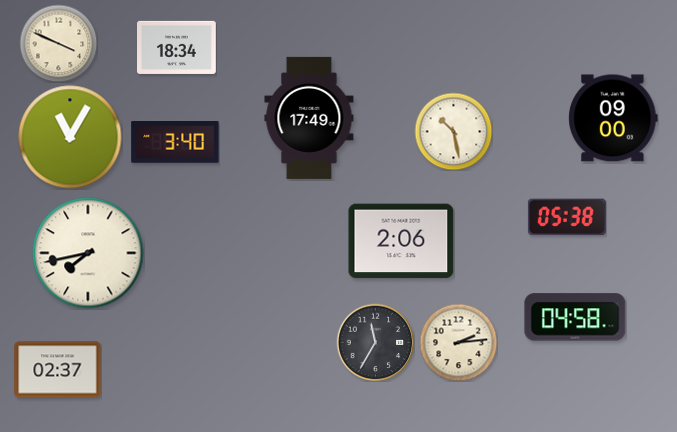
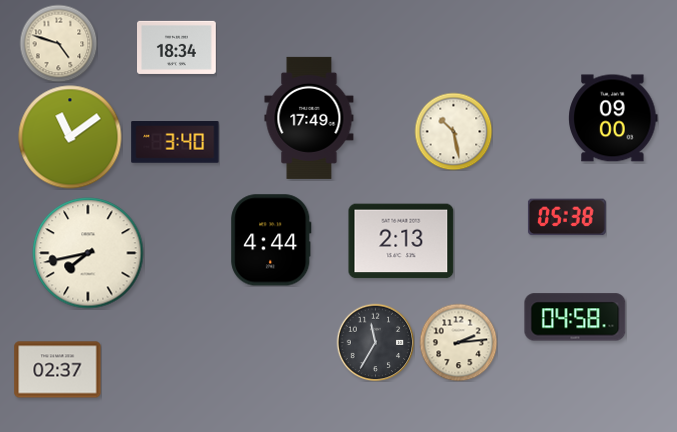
clock at (58, 43): 3:49 -> 4:48
clock at (70, 137): 11:05 -> 11:09
clock at (271, 240): none -> 4:44
clock at (401, 241): 2:06 -> 2:13
